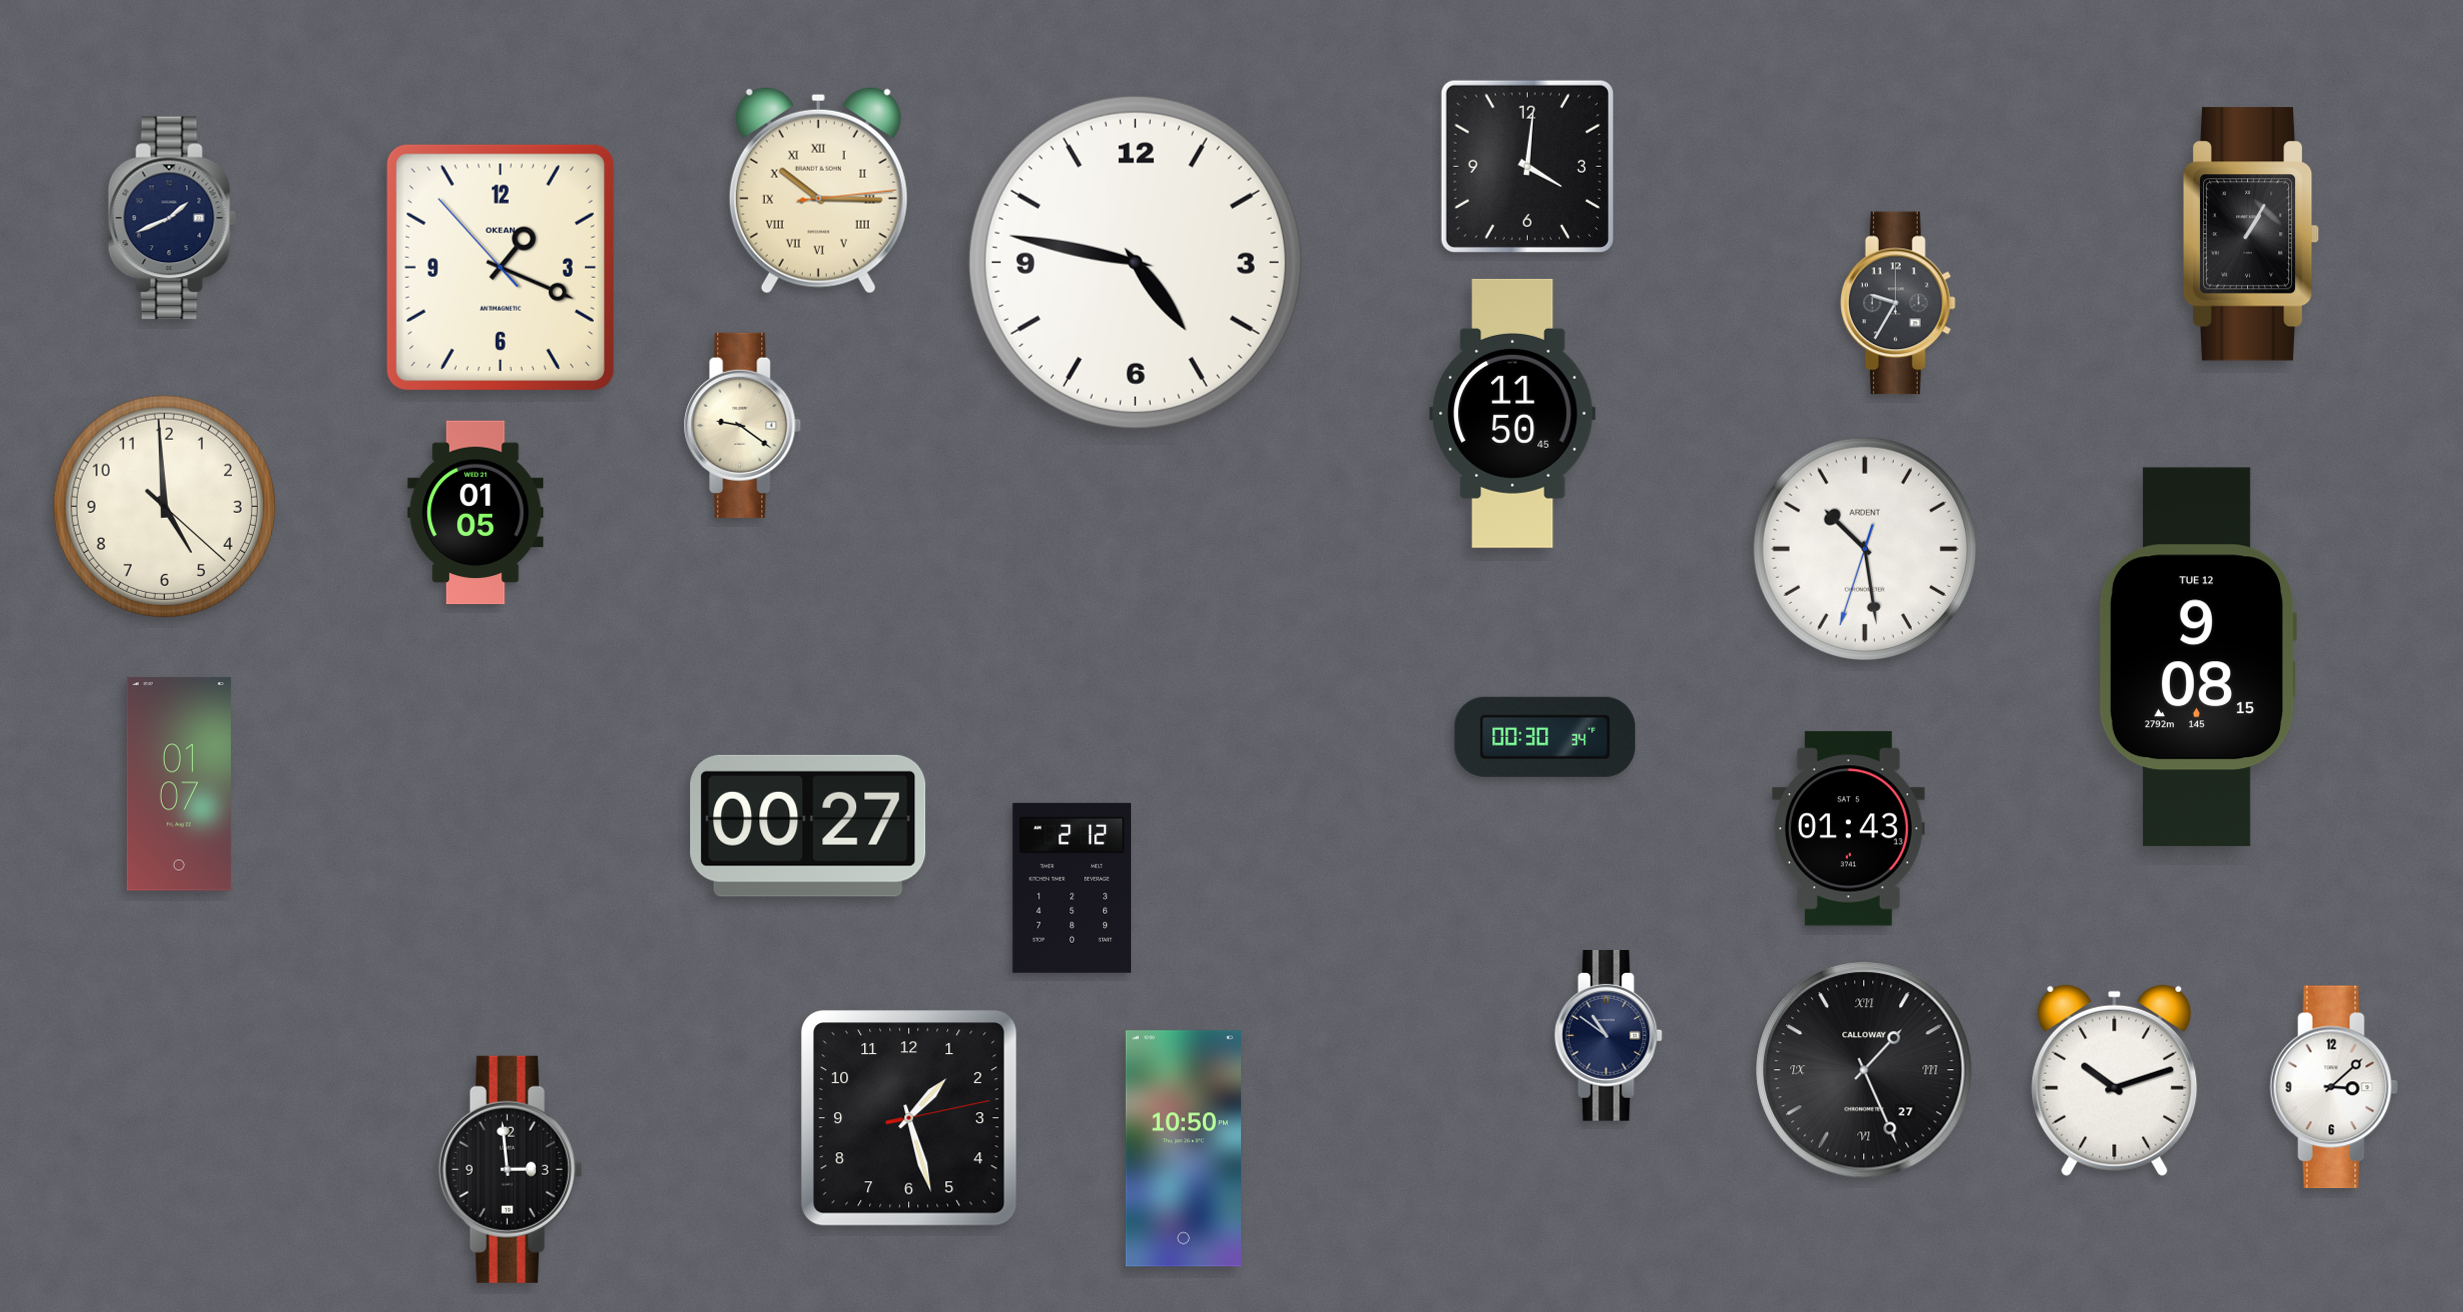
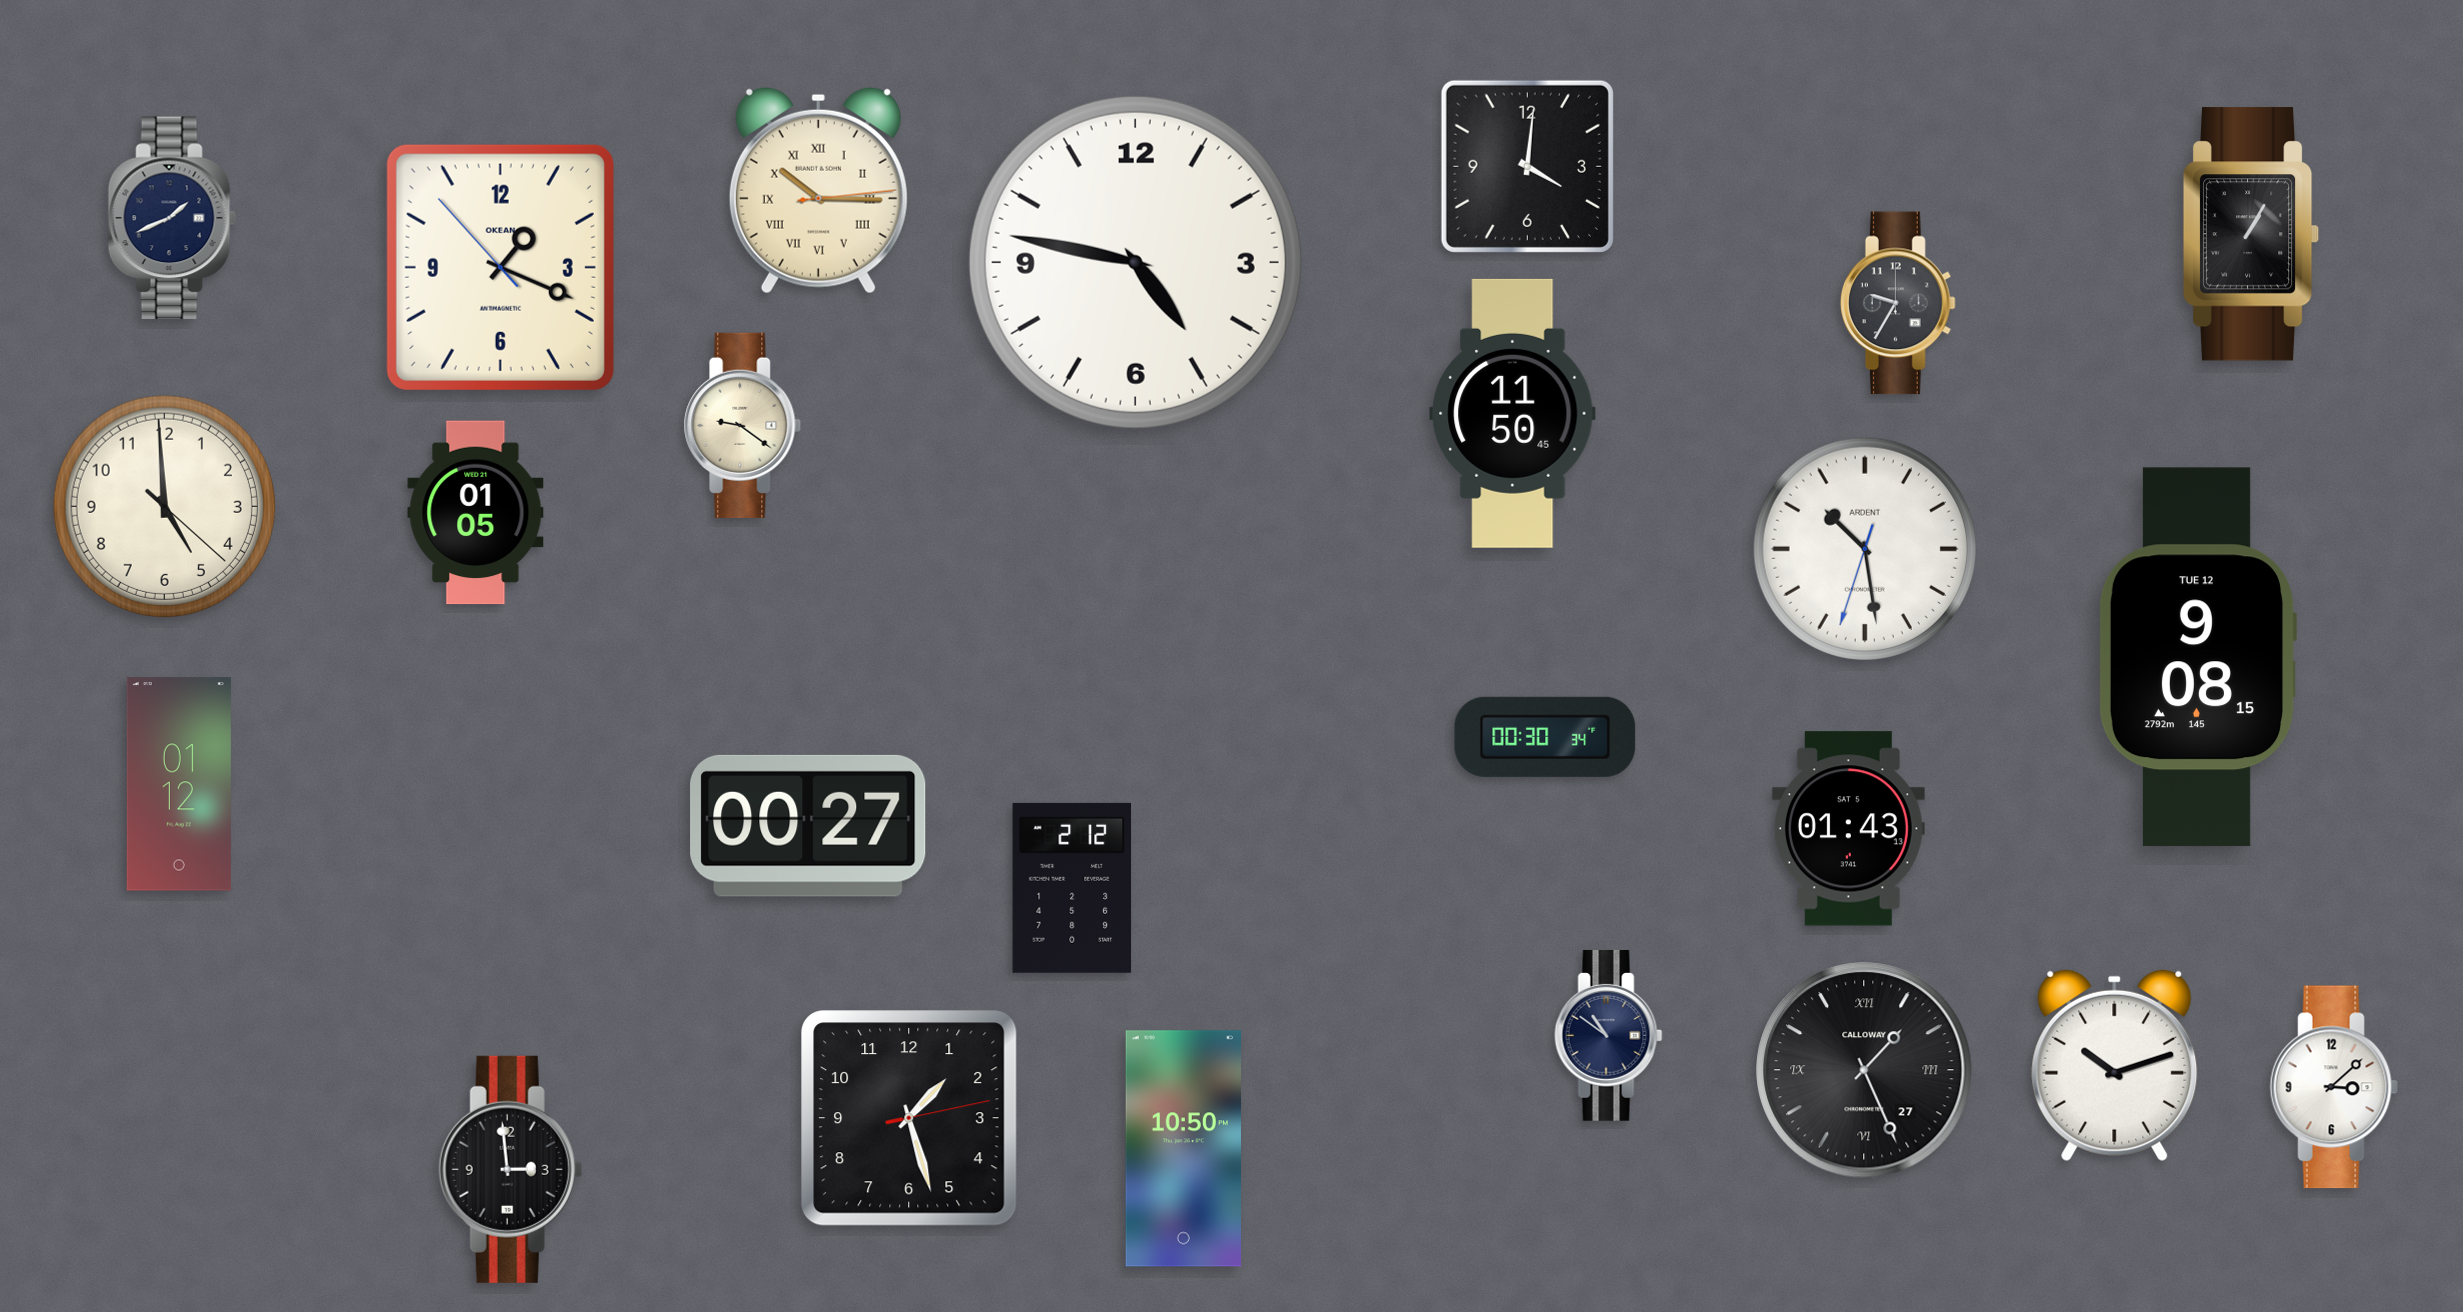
clock at (179, 784): 01:07 -> 01:12
clock at (2115, 1081) position: (2115, 1081) -> (2115, 1066)
